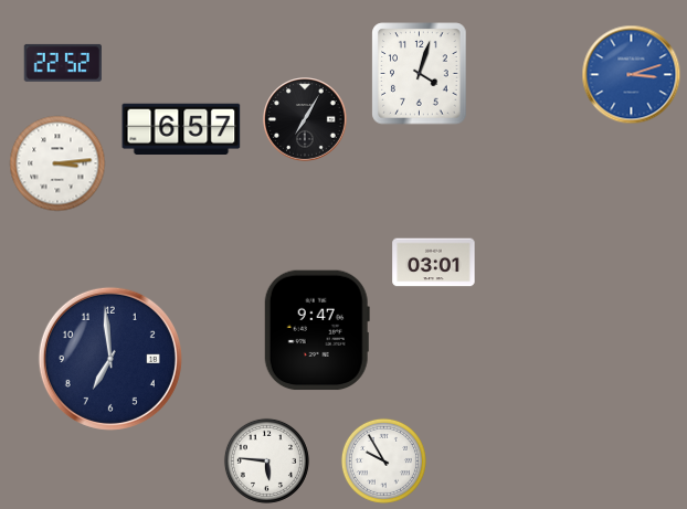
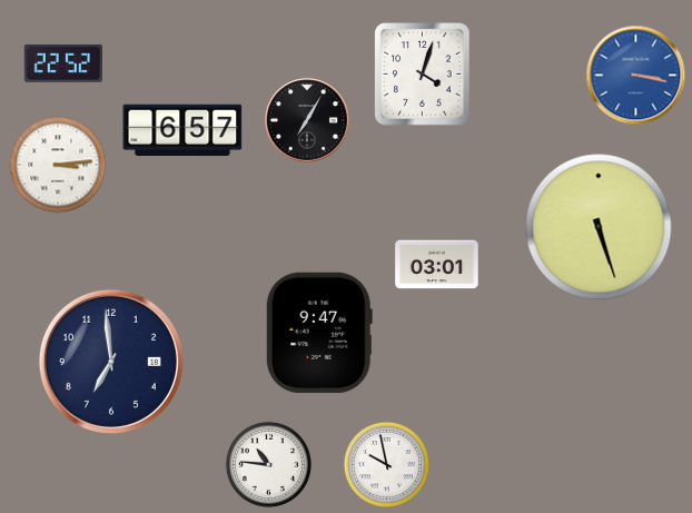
clock at (632, 75): 3:12 -> 3:17
clock at (599, 227): none -> 5:27
clock at (266, 460): 5:46 -> 10:46
clock at (383, 460): 9:55 -> 9:58
